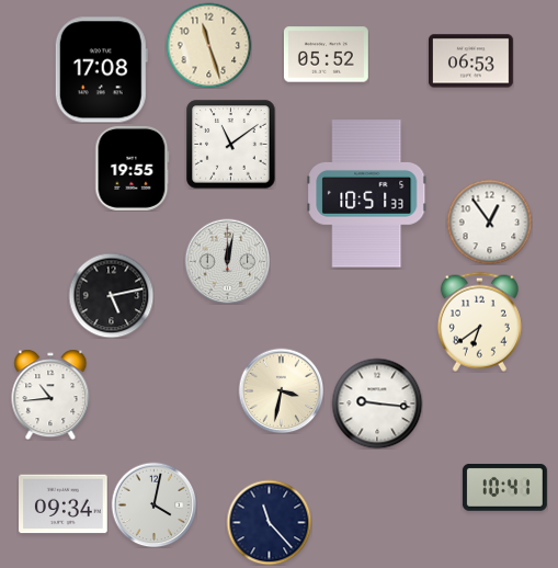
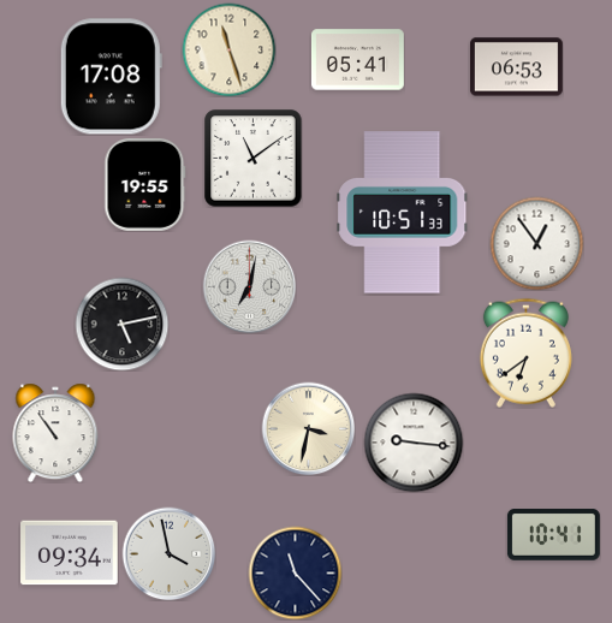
clock at (326, 55): 05:52 -> 05:41
clock at (227, 261): 12:02 -> 7:02
clock at (50, 395): 10:44 -> 10:54
clock at (153, 504): 4:02 -> 3:58
